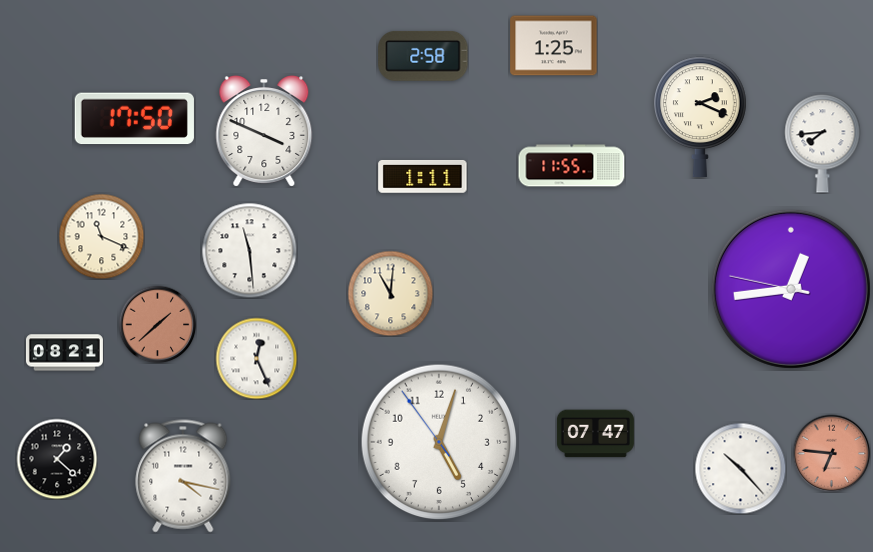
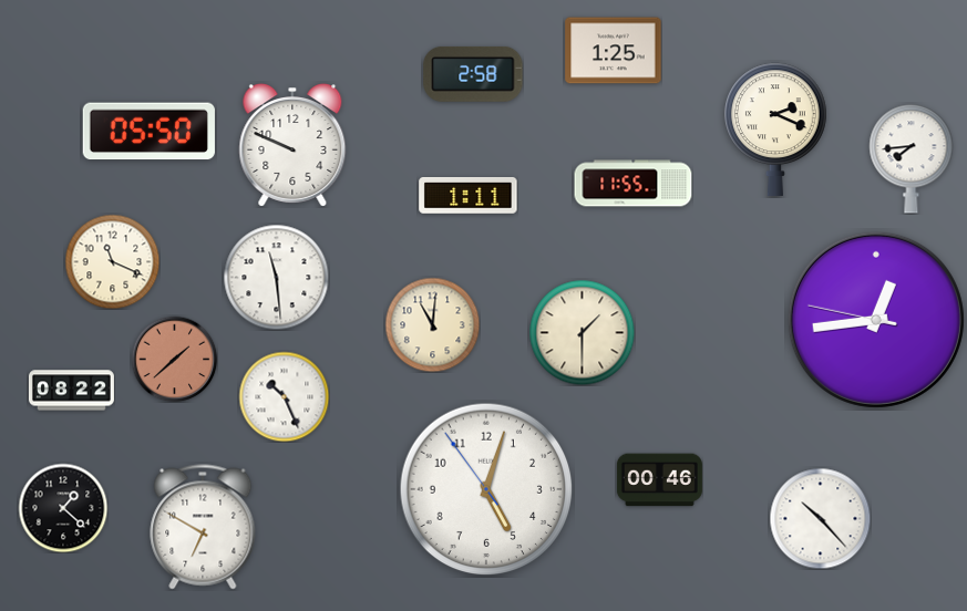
clock at (423, 56) position: (423, 56) -> (473, 74)
clock at (134, 119): 17:50 -> 05:50
clock at (264, 131): 3:49 -> 9:49
clock at (582, 332): none -> 1:30
clock at (64, 353): 08:21 -> 08:22
clock at (256, 358): 12:26 -> 10:26
clock at (595, 434): 07:47 -> 00:46
clock at (831, 453): 6:46 -> none
clock at (183, 476): 4:17 -> 6:50
